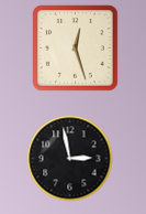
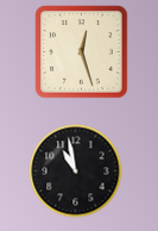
clock at (69, 158): 2:58 -> 10:58
